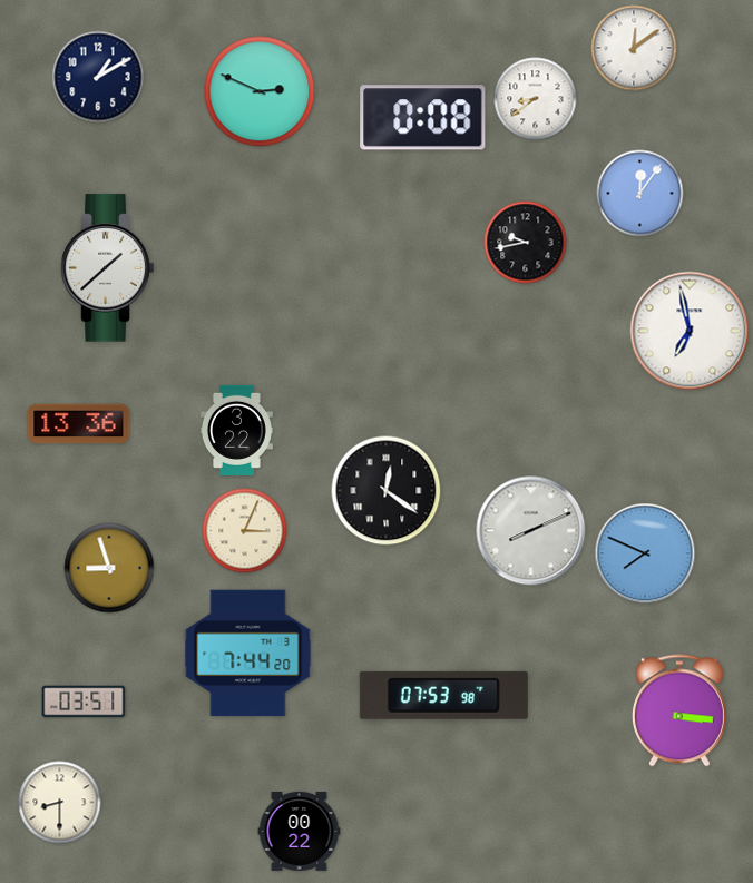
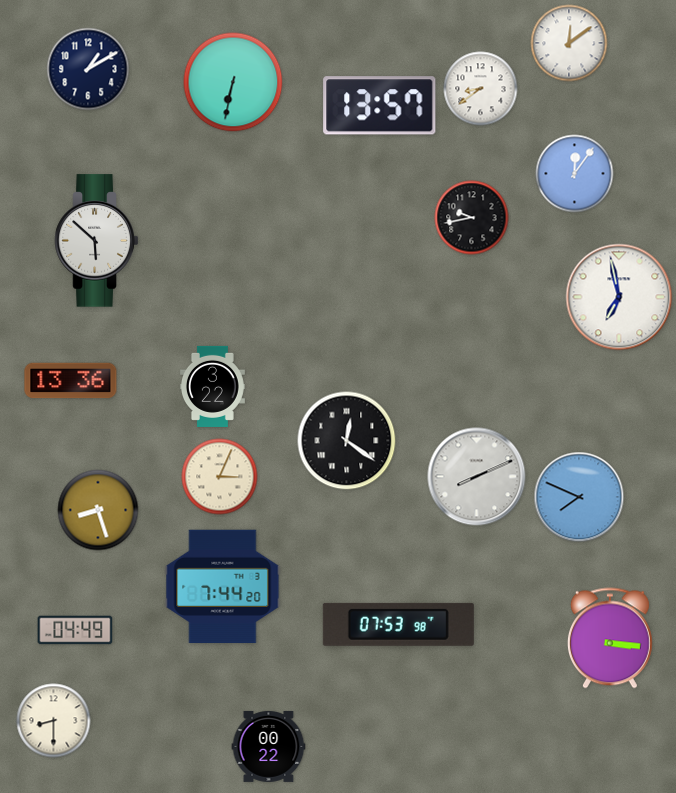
clock at (260, 91): 2:49 -> 6:32
clock at (423, 118): 0:08 -> 13:57
clock at (108, 268): 1:38 -> 5:52
clock at (109, 568): 8:57 -> 8:27
clock at (84, 702): 03:51 -> 04:49
